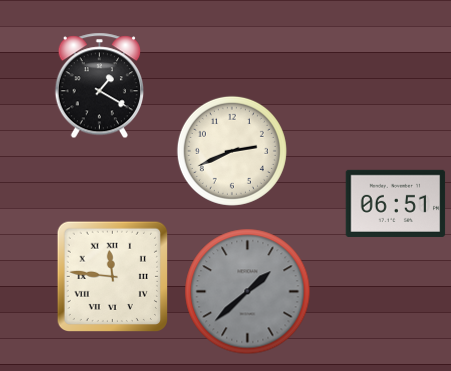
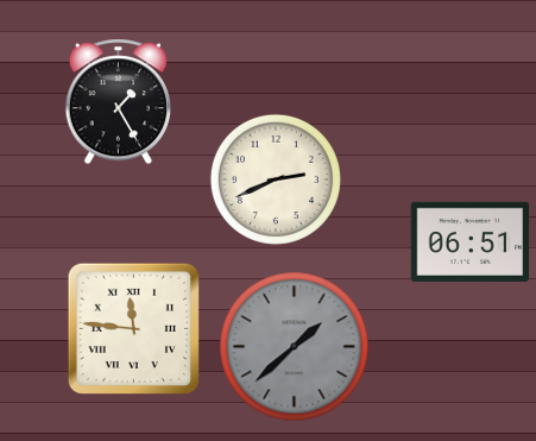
clock at (99, 86): 1:20 -> 1:25
